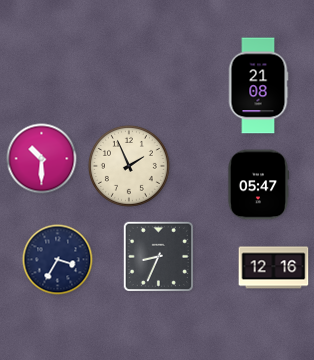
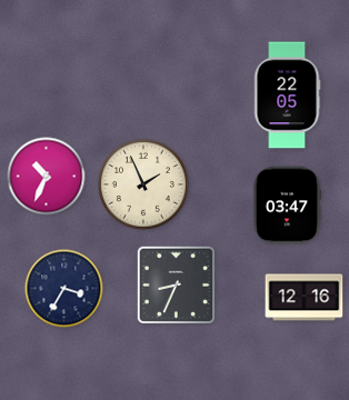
clock at (258, 86): 21:08 -> 22:05
clock at (42, 159): 10:30 -> 10:34
clock at (258, 185): 05:47 -> 03:47
